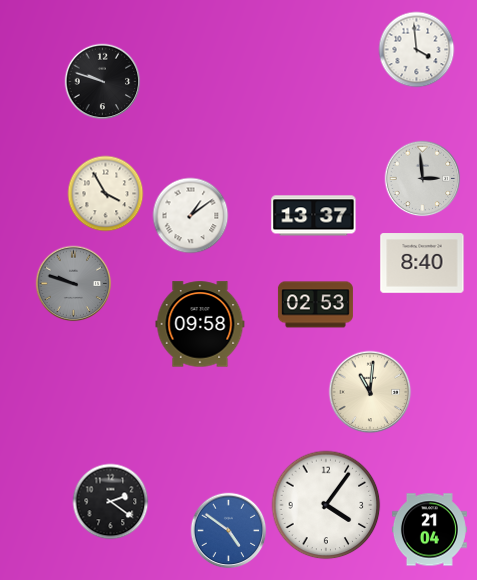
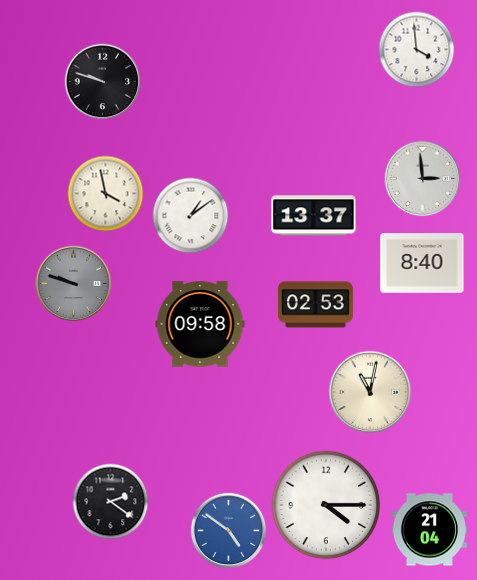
clock at (106, 194): 3:55 -> 3:58
clock at (370, 392): 11:01 -> 11:02
clock at (326, 505): 4:06 -> 4:15
